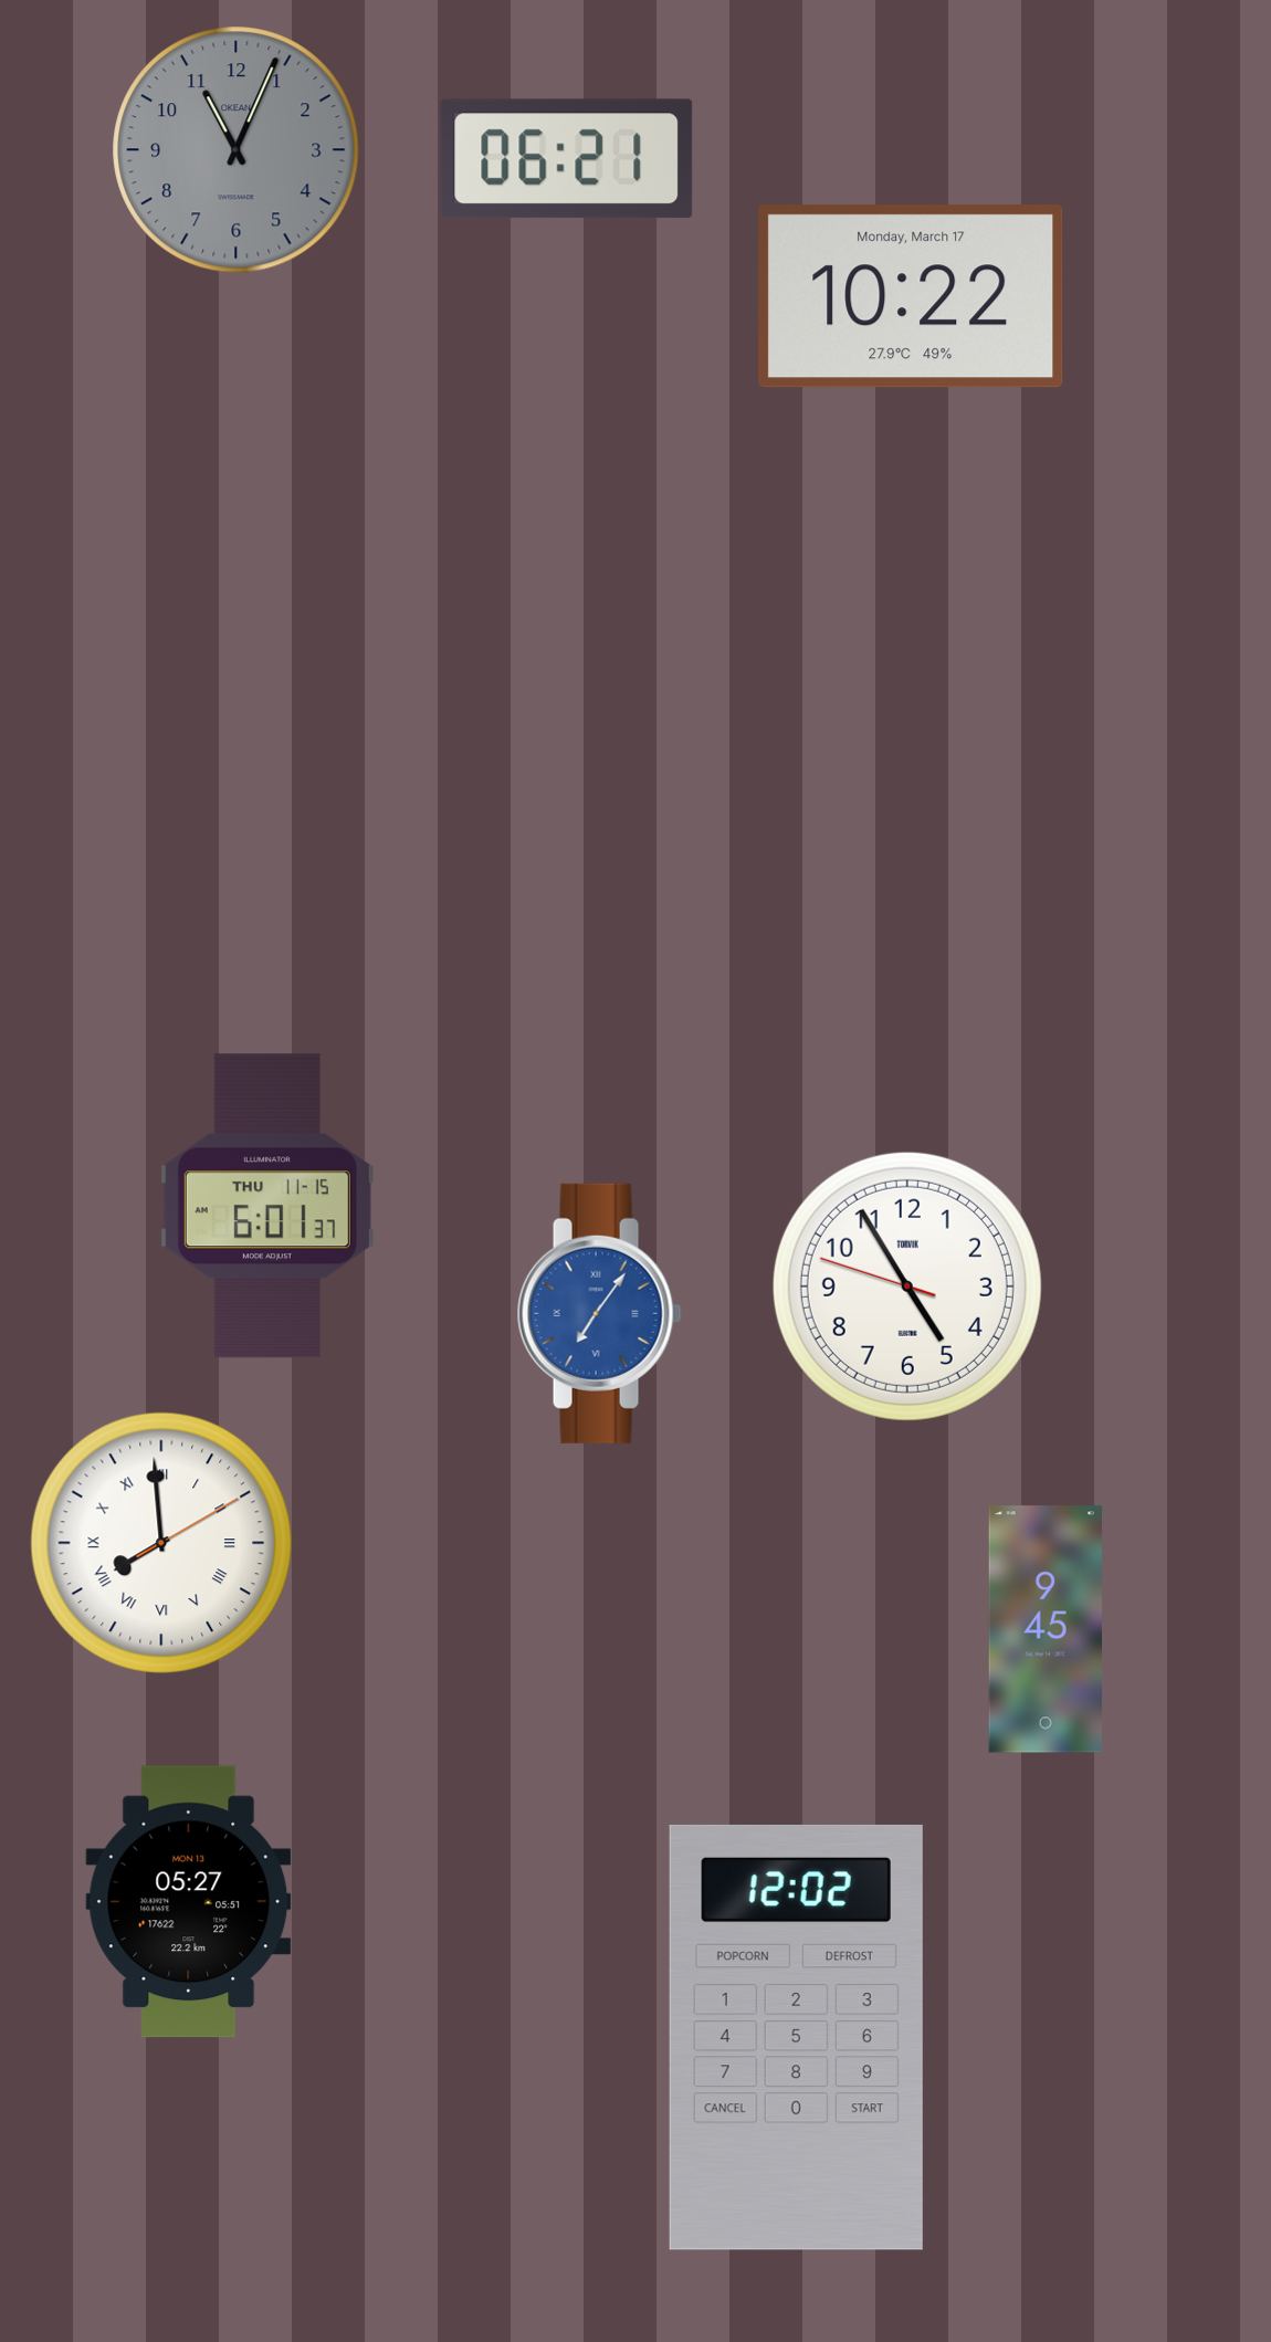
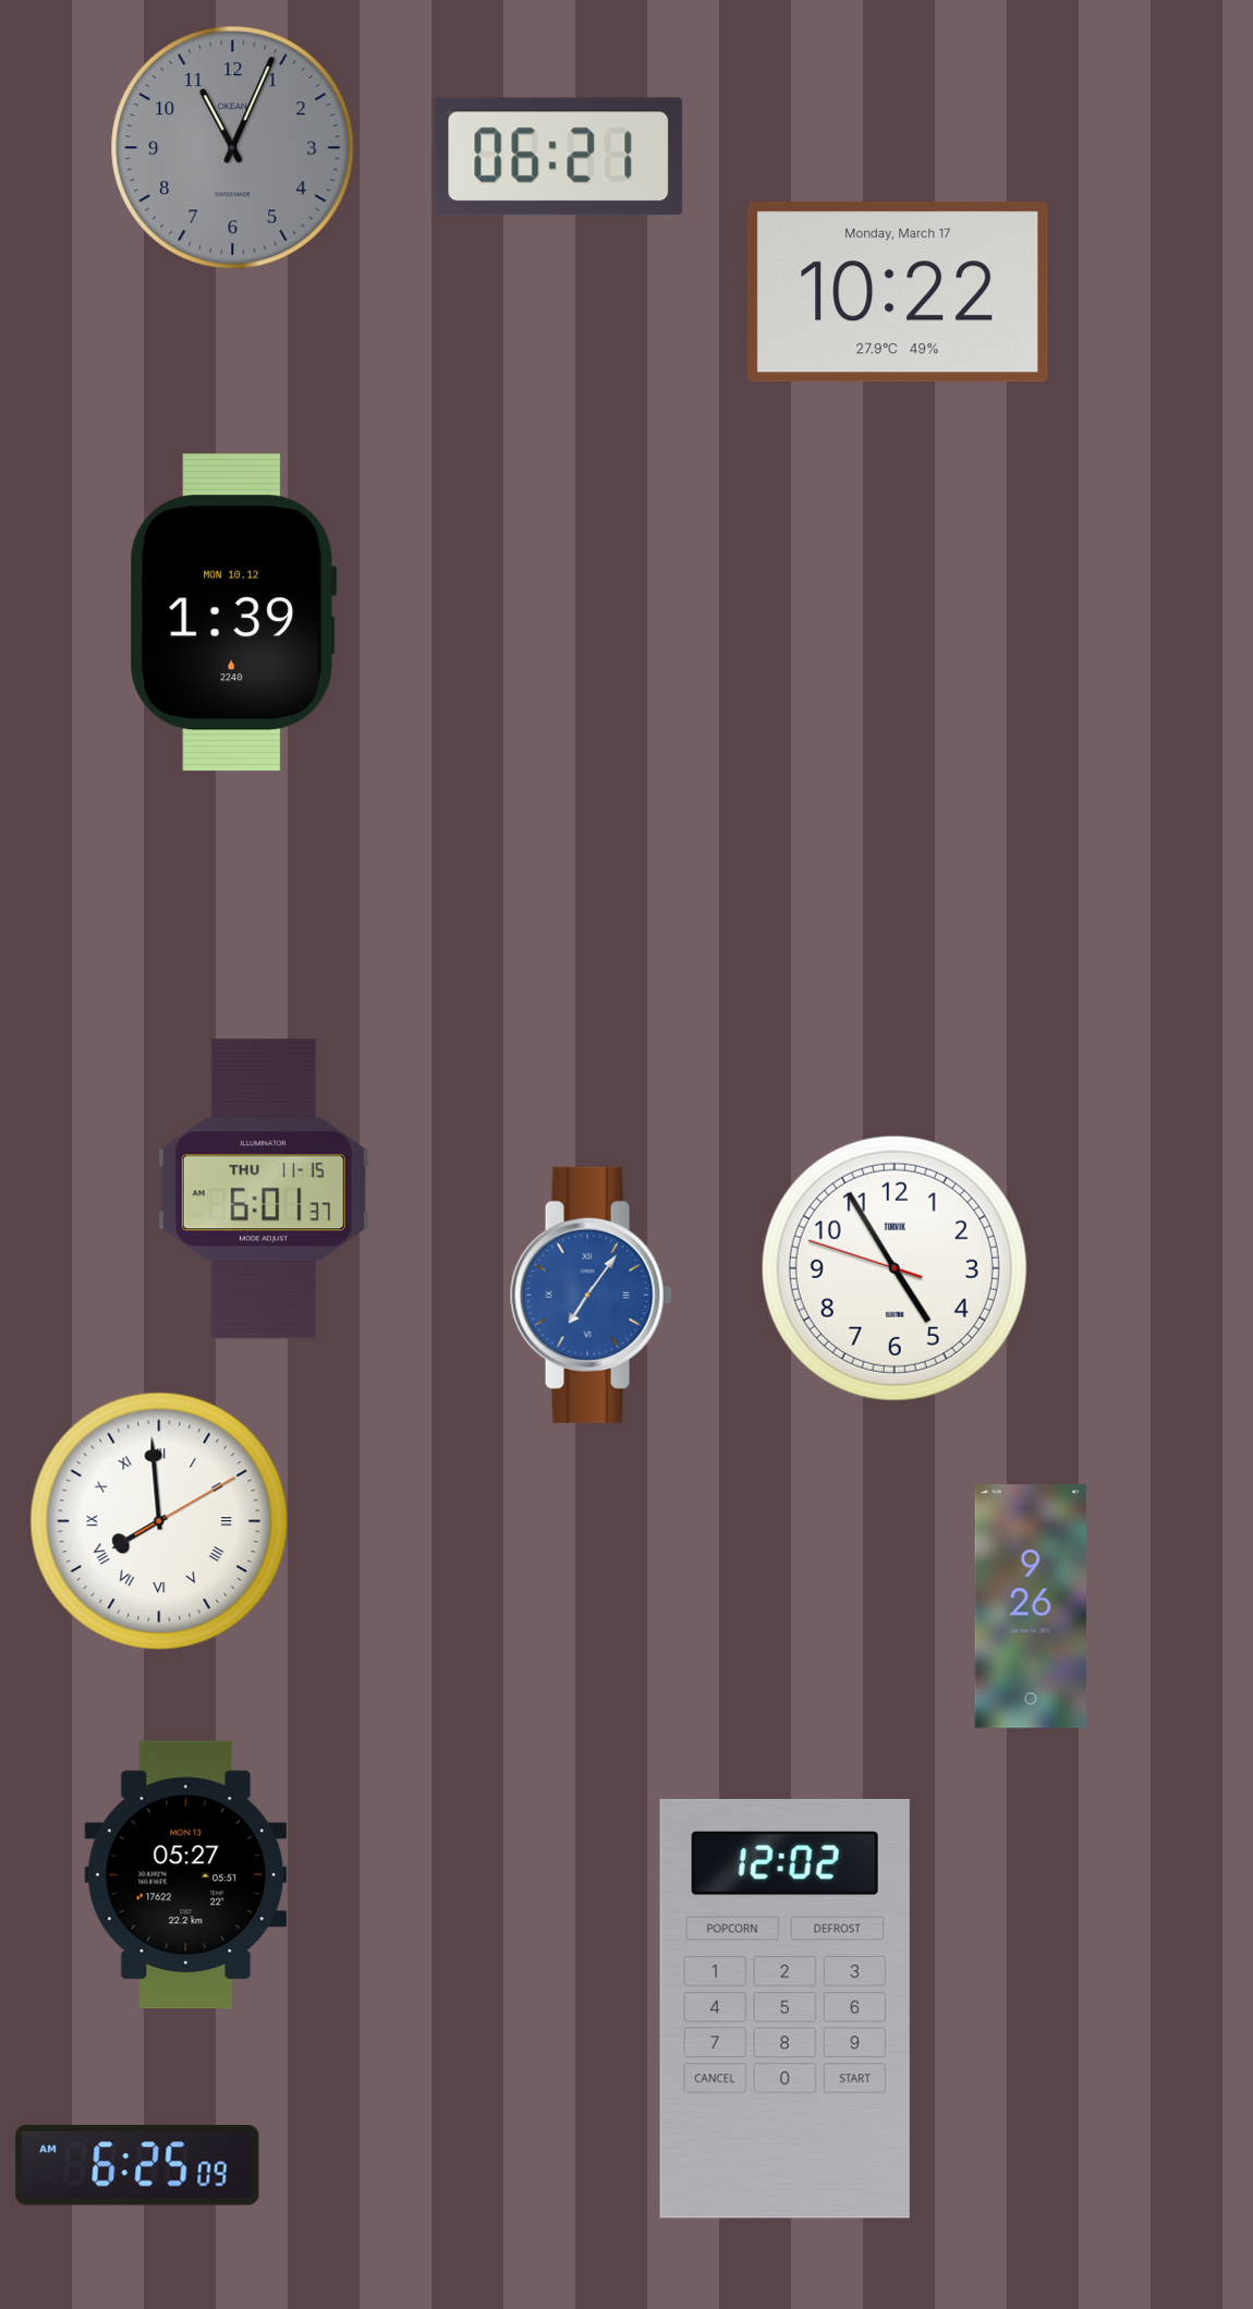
clock at (233, 612): none -> 1:39
clock at (1044, 1629): 9:45 -> 9:26
clock at (137, 2165): none -> 6:25
